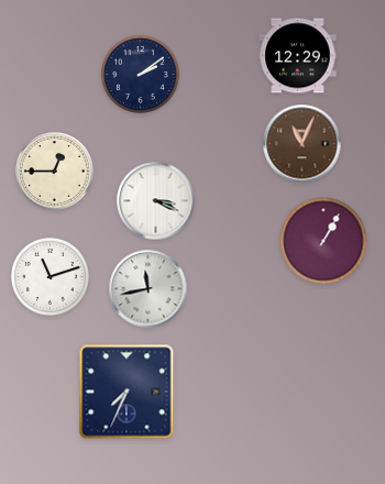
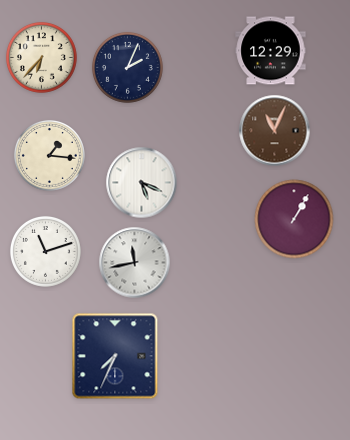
clock at (41, 57): none -> 6:37
clock at (140, 74): 2:09 -> 2:04
clock at (54, 170): 12:45 -> 1:16
clock at (156, 201): 3:19 -> 5:19
